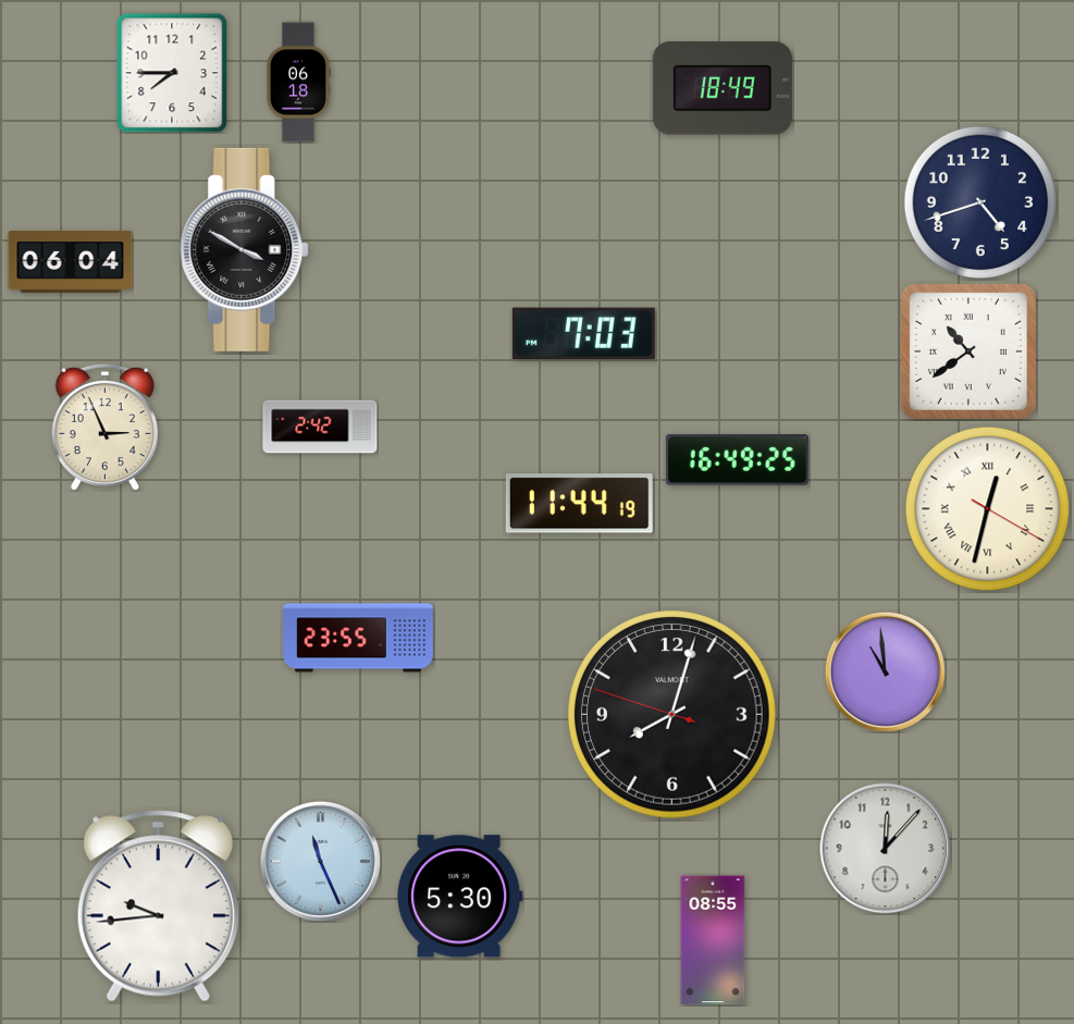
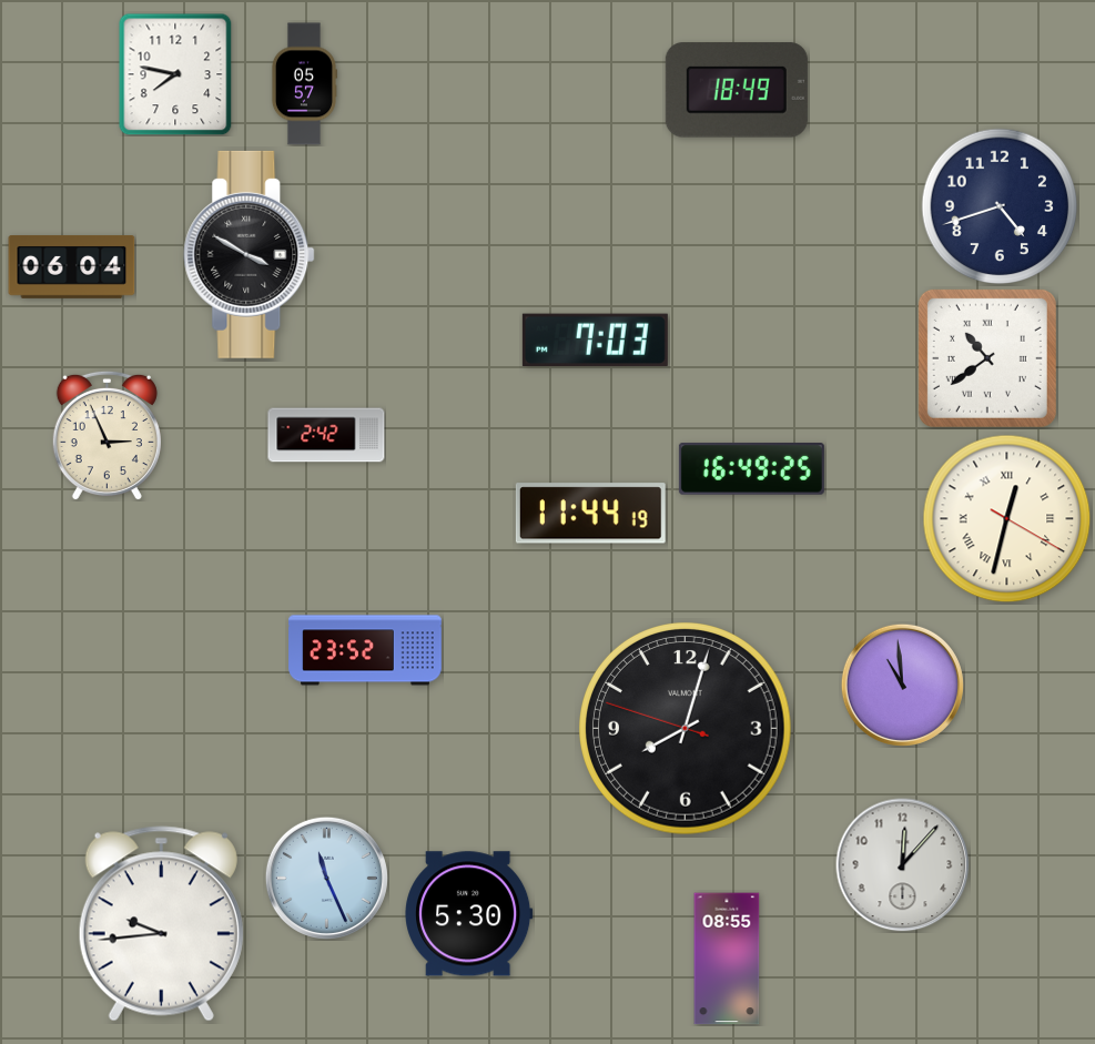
clock at (172, 73): 7:45 -> 7:47
clock at (298, 83): 06:18 -> 05:57
clock at (358, 638): 23:55 -> 23:52
